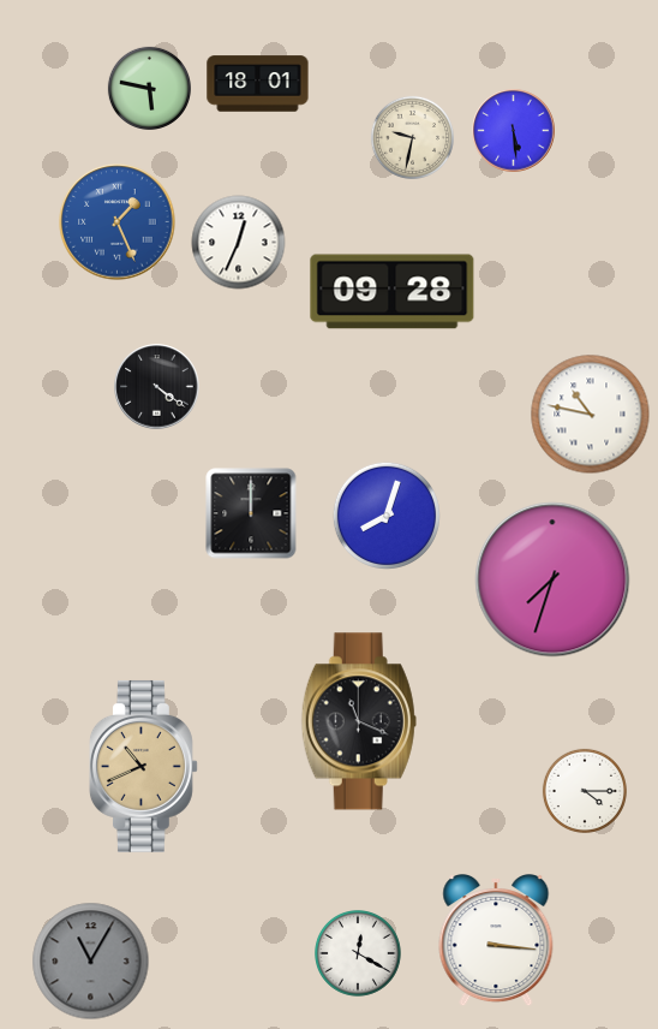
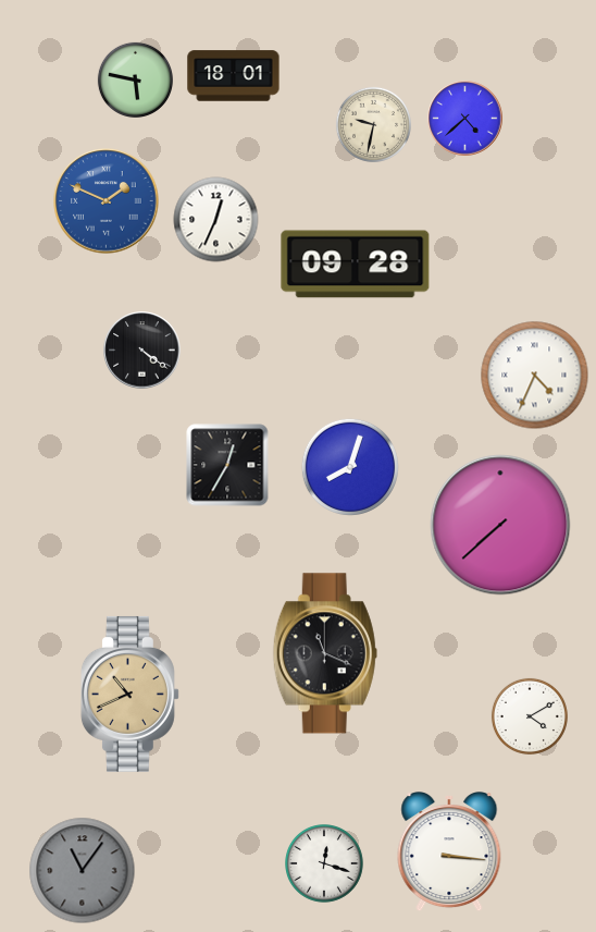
clock at (514, 131): 5:29 -> 4:38
clock at (118, 222): 1:26 -> 1:49
clock at (591, 415): 10:47 -> 4:34
clock at (251, 513): 12:00 -> 12:35
clock at (552, 579): 7:33 -> 7:38
clock at (585, 791): 4:15 -> 4:10
clock at (359, 954): 12:20 -> 12:18
clock at (91, 962): 11:05 -> 11:06
